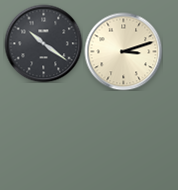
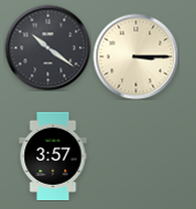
clock at (123, 51): 3:12 -> 3:15
clock at (53, 155): none -> 3:57
